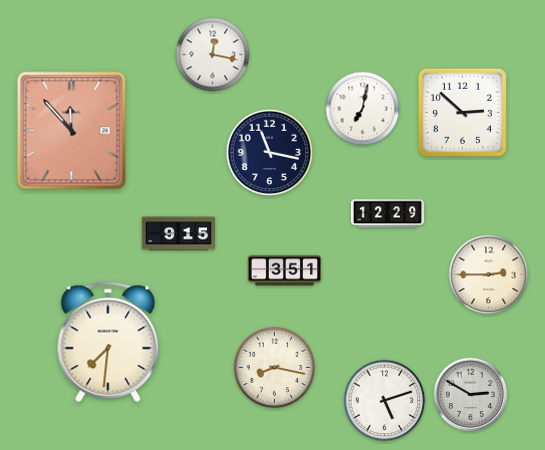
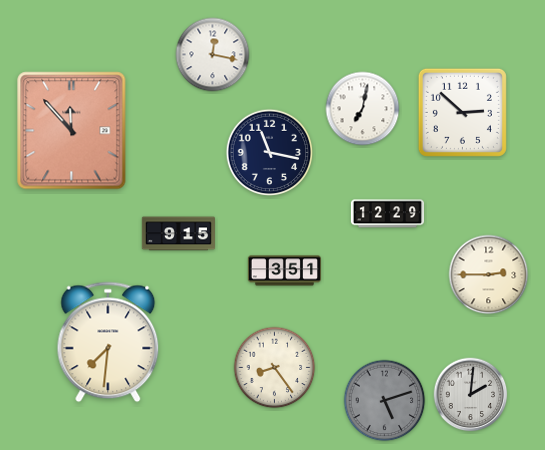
clock at (275, 368): 8:17 -> 8:24
clock at (471, 395): 2:50 -> 2:01
clock at (385, 401) dial: white -> grey
